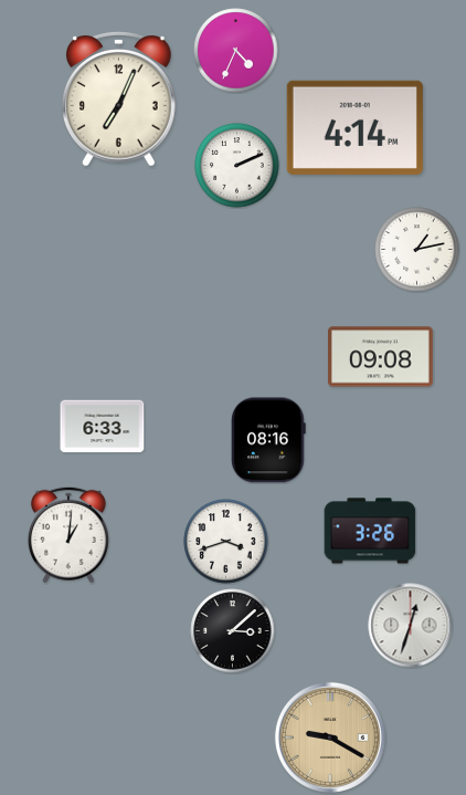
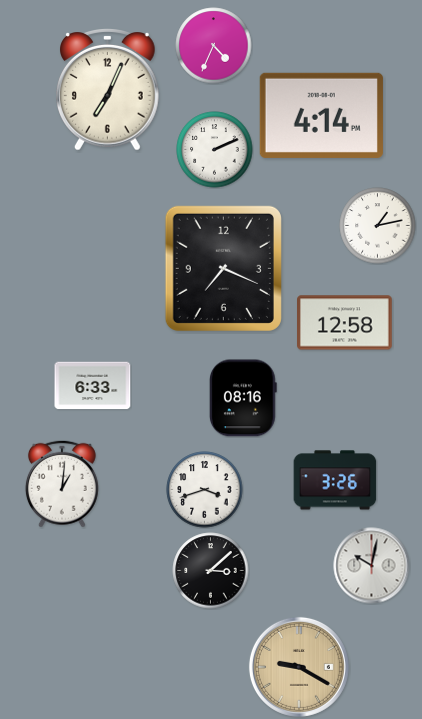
clock at (223, 268): none -> 7:19
clock at (381, 357): 09:08 -> 12:58
clock at (411, 626): 12:33 -> 10:02
